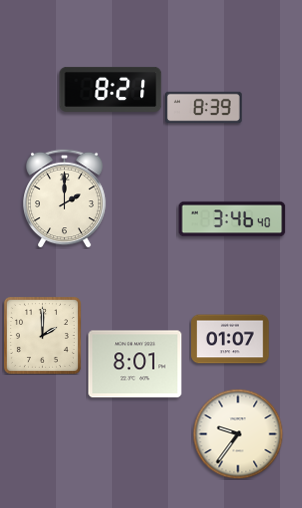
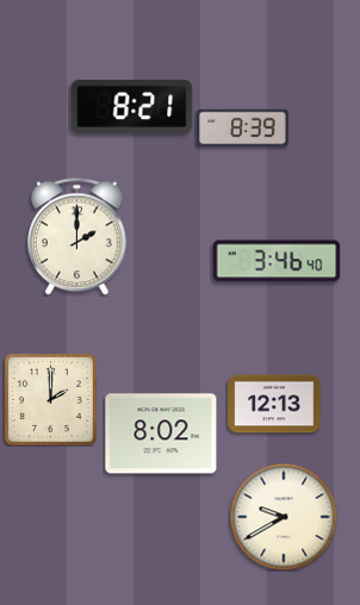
clock at (230, 339): 01:07 -> 12:13
clock at (135, 364): 8:01 -> 8:02
clock at (238, 434): 9:36 -> 9:40
